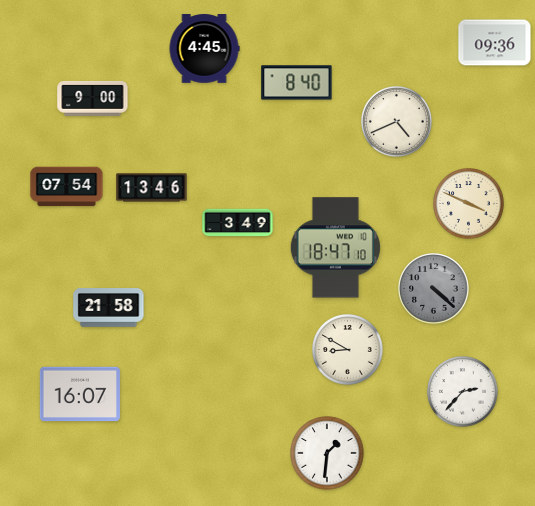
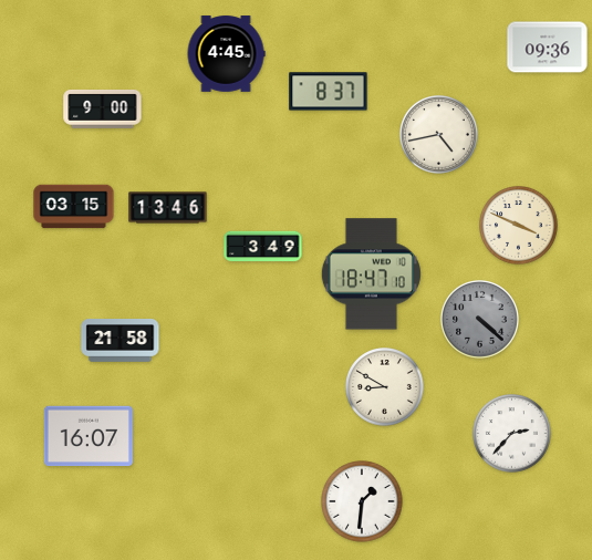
clock at (297, 83): 8:40 -> 8:37
clock at (397, 122): 4:41 -> 4:43
clock at (67, 187): 07:54 -> 03:15
